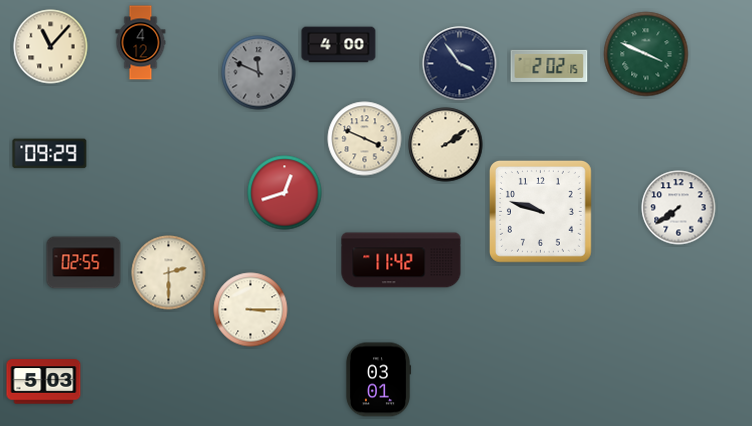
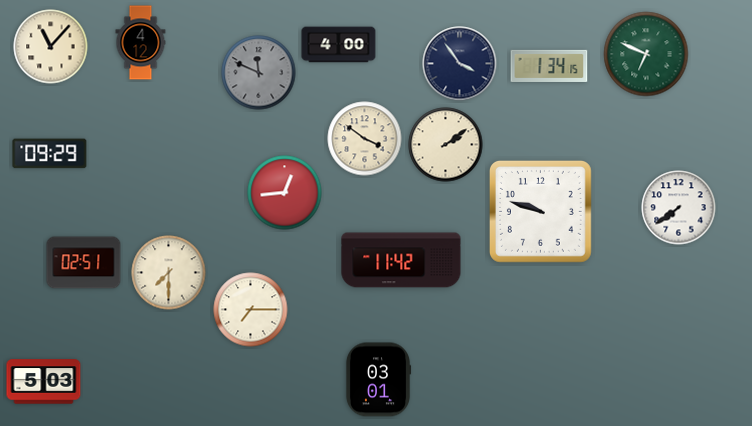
clock at (646, 54): 3:49 -> 6:49
clock at (549, 66): 2:02 -> 1:34
clock at (365, 139): 3:49 -> 3:51
clock at (285, 193): 12:42 -> 12:44
clock at (84, 263): 02:55 -> 02:51
clock at (169, 273): 2:30 -> 7:30
clock at (251, 310): 3:15 -> 7:15
